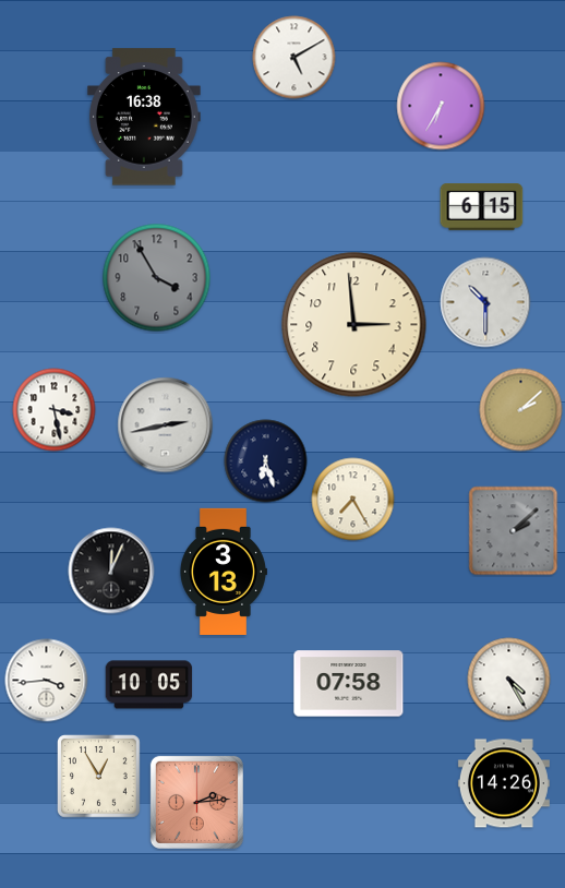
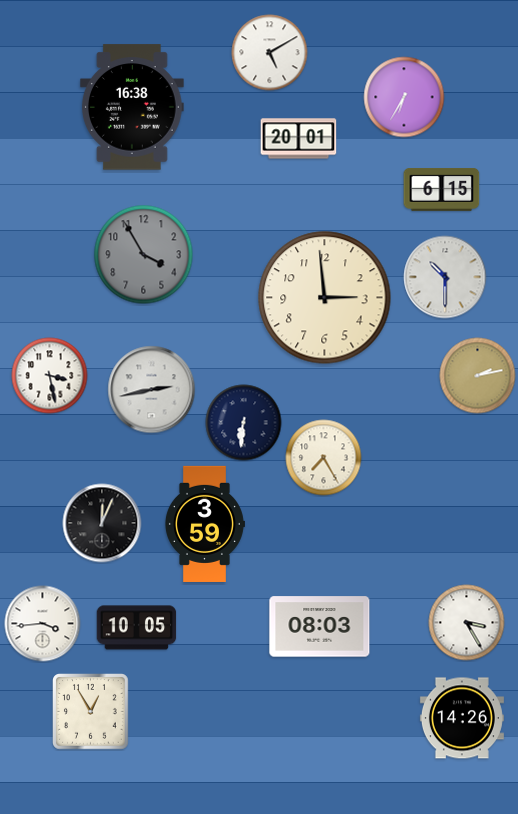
clock at (299, 139): none -> 20:01
clock at (521, 410): 2:08 -> 2:13
clock at (266, 461): 6:27 -> 6:31
clock at (514, 531): 2:08 -> none
clock at (223, 572): 3:13 -> 3:59
clock at (509, 680): 4:25 -> 3:25
clock at (349, 684): 07:58 -> 08:03
clock at (196, 802): 2:14 -> none
